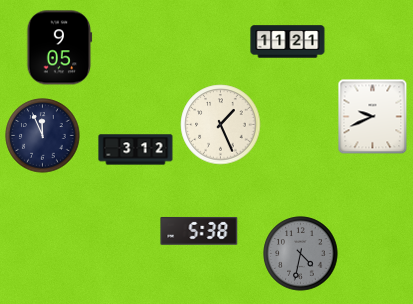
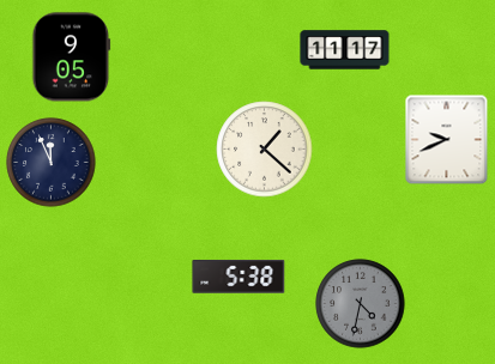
clock at (288, 42): 11:21 -> 11:17
clock at (221, 125): 1:26 -> 1:22
clock at (136, 150): 3:12 -> none
